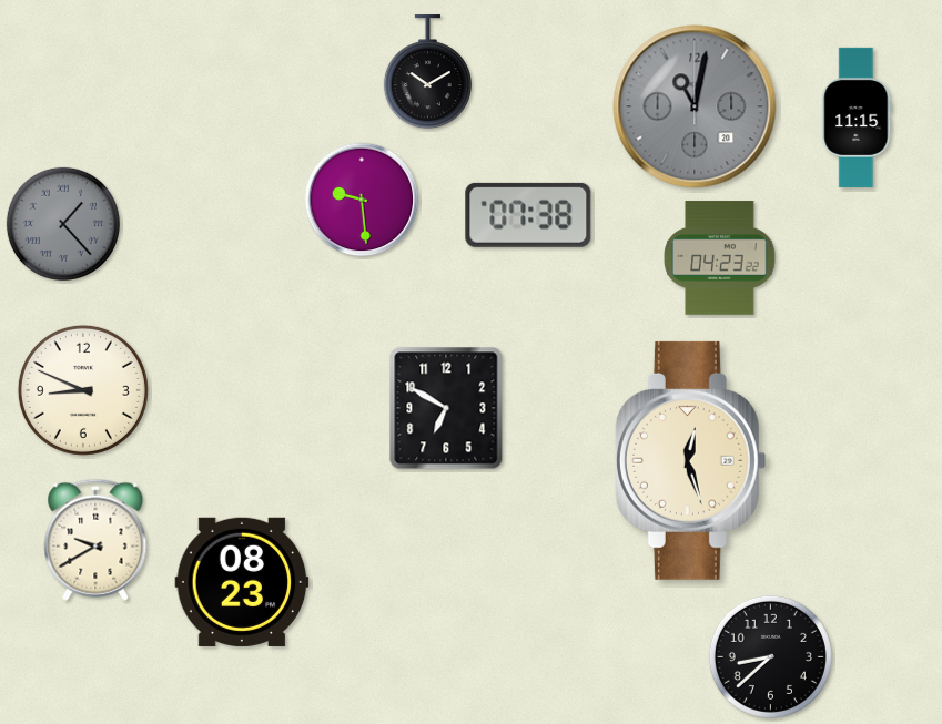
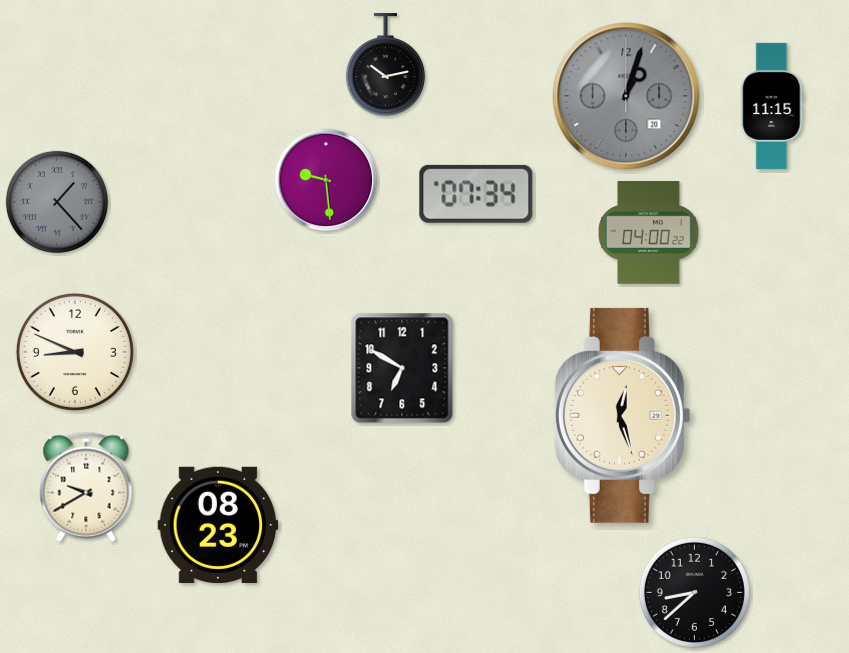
clock at (427, 72): 10:10 -> 10:13
clock at (695, 106): 11:02 -> 1:03
clock at (528, 215): 07:38 -> 07:34
clock at (720, 258): 04:23 -> 04:00
